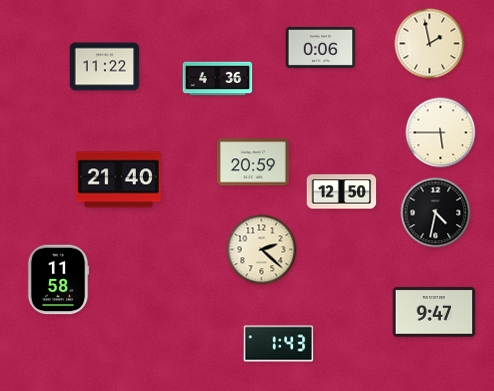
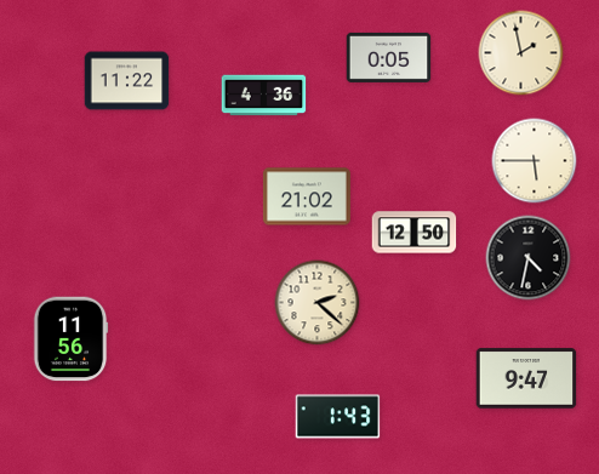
clock at (321, 47): 0:06 -> 0:05
clock at (253, 162): 20:59 -> 21:02
clock at (118, 180): 21:40 -> none
clock at (58, 280): 11:58 -> 11:56
